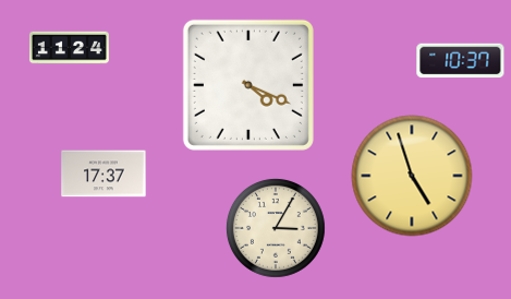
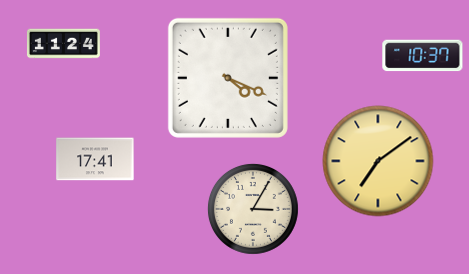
clock at (104, 174): 17:37 -> 17:41
clock at (412, 176): 4:57 -> 7:09
